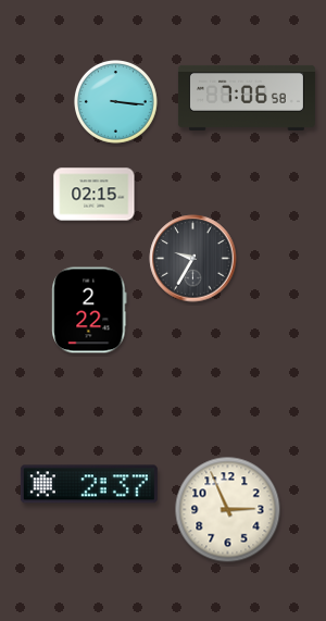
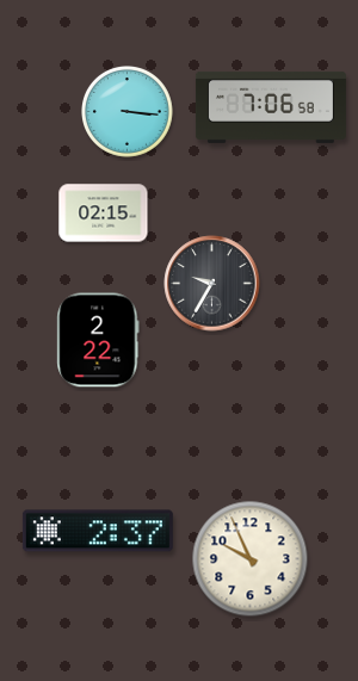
clock at (228, 510): 2:56 -> 9:56
